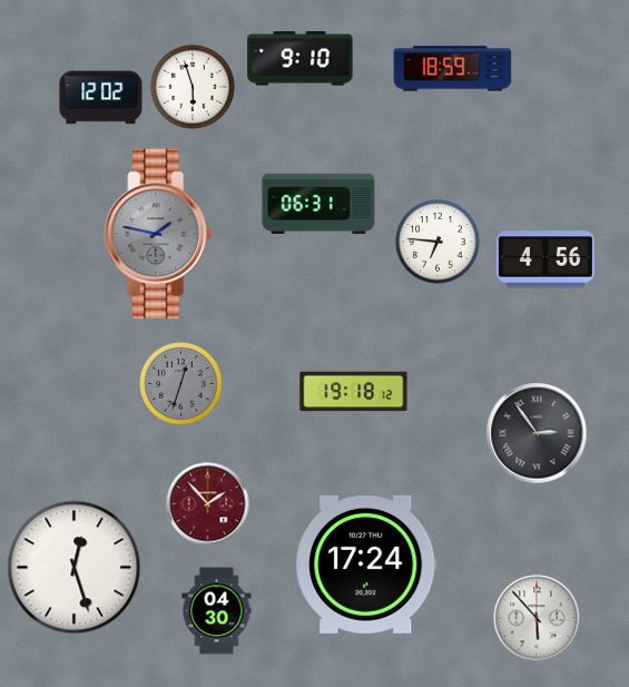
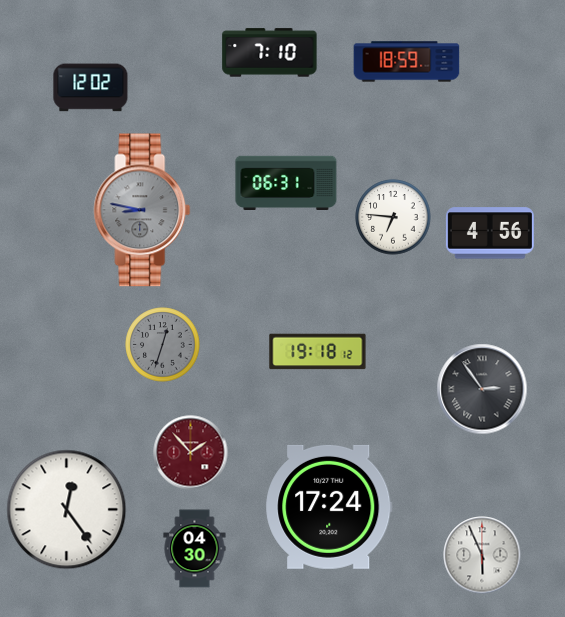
clock at (301, 59): 9:10 -> 7:10
clock at (193, 87): 5:57 -> none
clock at (158, 234): 1:47 -> 8:47
clock at (208, 504) position: (208, 504) -> (191, 453)
clock at (75, 568): 12:27 -> 12:24
clock at (537, 618): 5:53 -> 5:56
